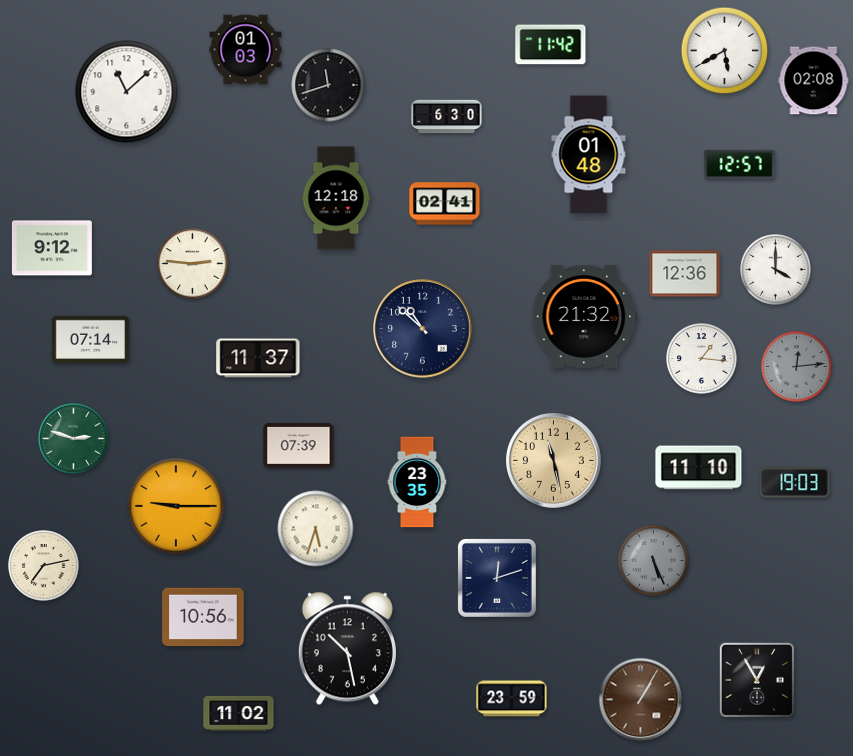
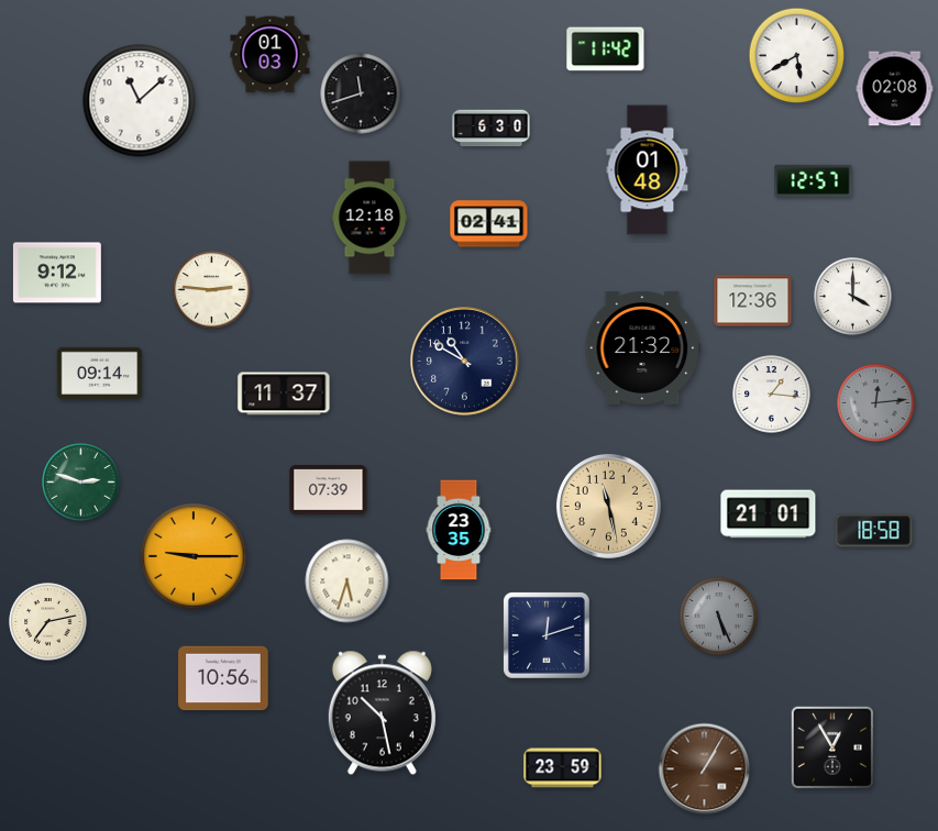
clock at (423, 329): 10:52 -> 10:50
clock at (91, 339): 07:14 -> 09:14
clock at (699, 468): 11:10 -> 21:01
clock at (795, 483): 19:03 -> 18:58
clock at (239, 713): 11:02 -> none
